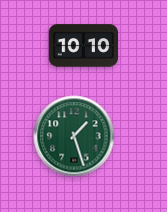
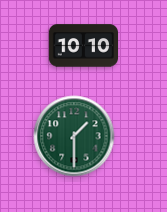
clock at (74, 136): 1:27 -> 1:30
